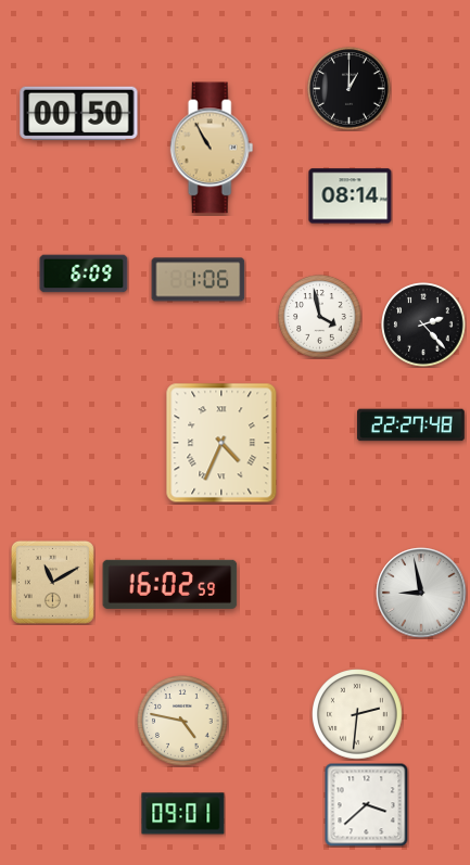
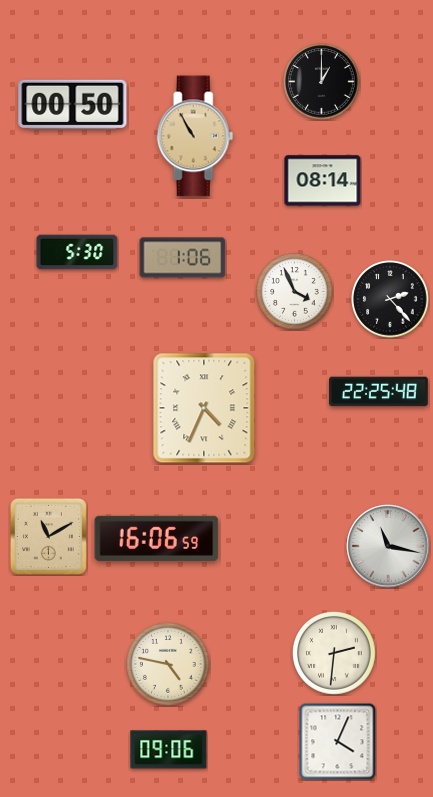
clock at (84, 274): 6:09 -> 5:30
clock at (320, 317): 3:58 -> 3:56
clock at (411, 425): 22:27 -> 22:25
clock at (170, 584): 16:02 -> 16:06
clock at (421, 593): 8:58 -> 11:17
clock at (357, 714) position: (357, 714) -> (334, 653)
clock at (366, 804): 3:38 -> 4:04
clock at (183, 814): 09:01 -> 09:06
